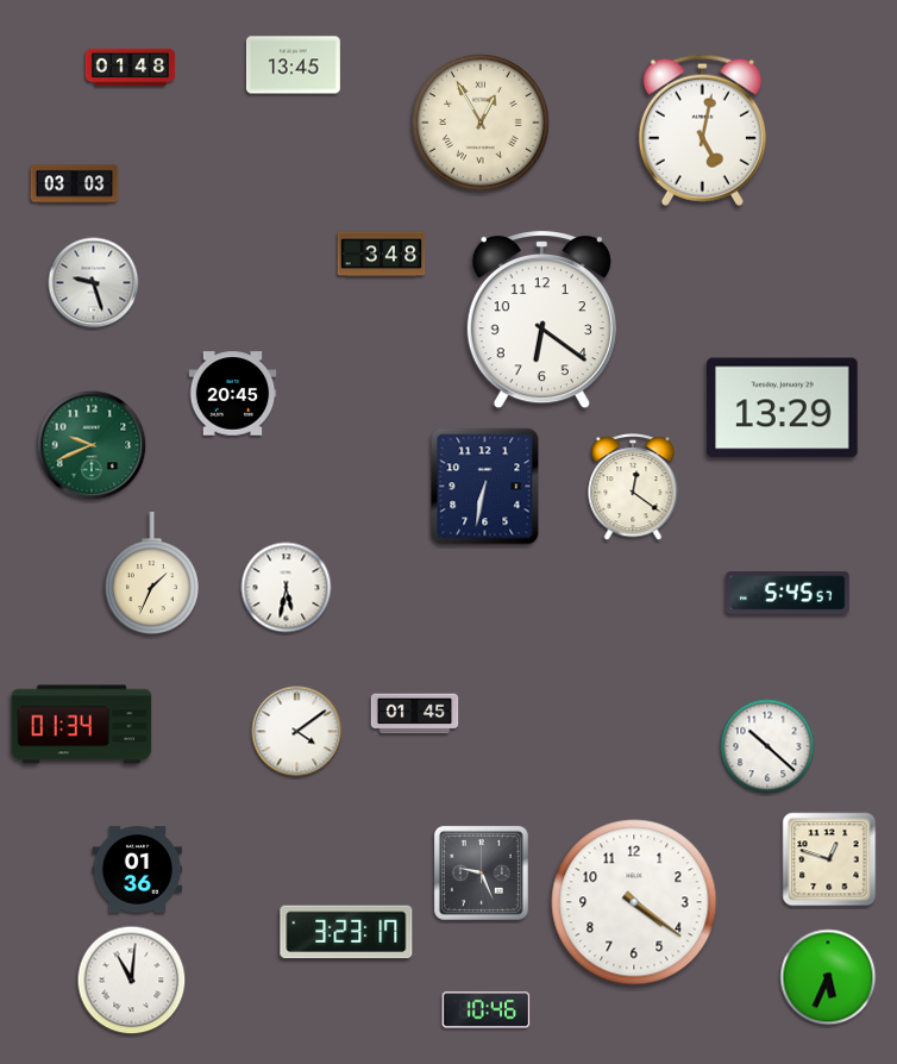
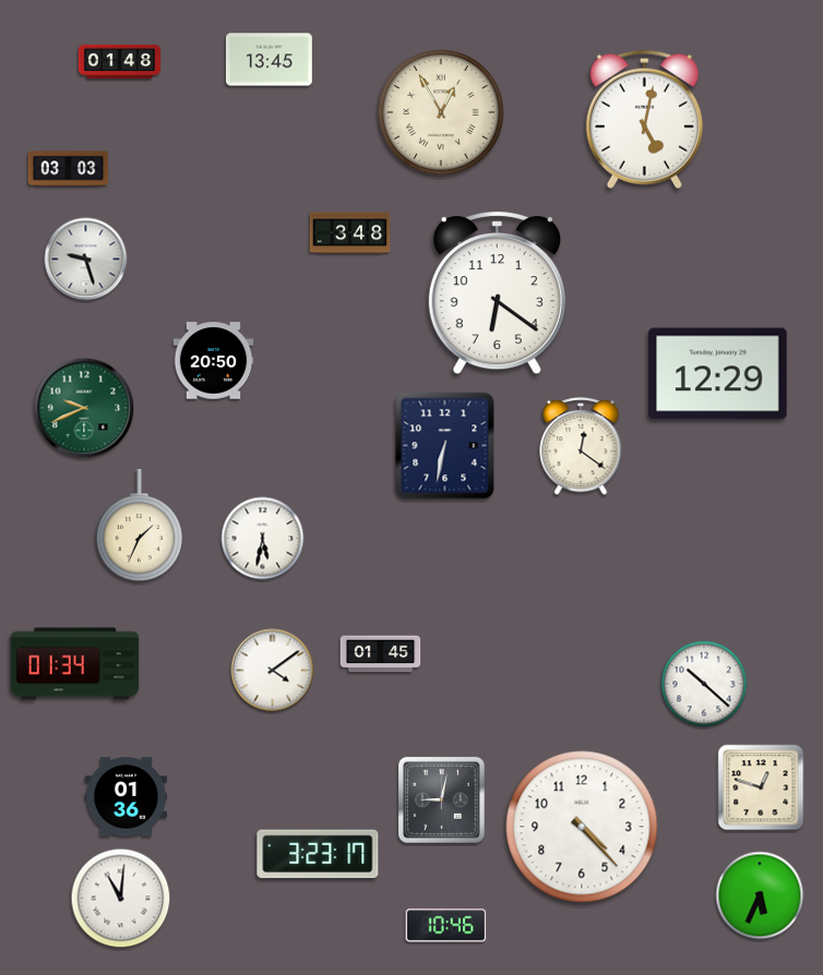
clock at (233, 394): 20:45 -> 20:50
clock at (783, 408): 13:29 -> 12:29
clock at (788, 593): 5:45 -> none
clock at (481, 872): 9:26 -> 9:02
clock at (634, 902): 4:21 -> 4:23
